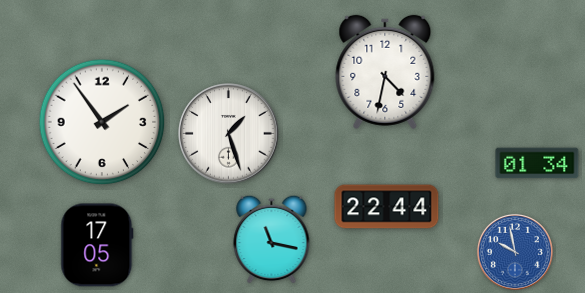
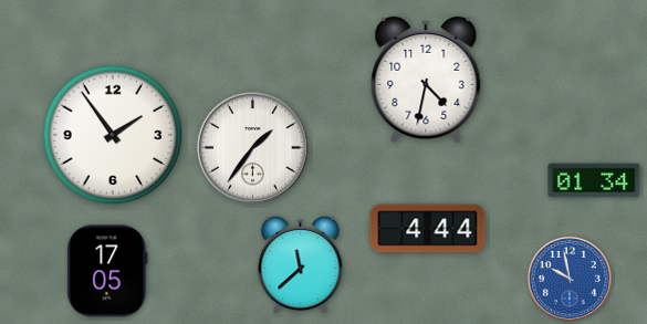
clock at (229, 134): 1:27 -> 1:36
clock at (387, 207): 22:44 -> 4:44
clock at (272, 239): 11:17 -> 11:38
